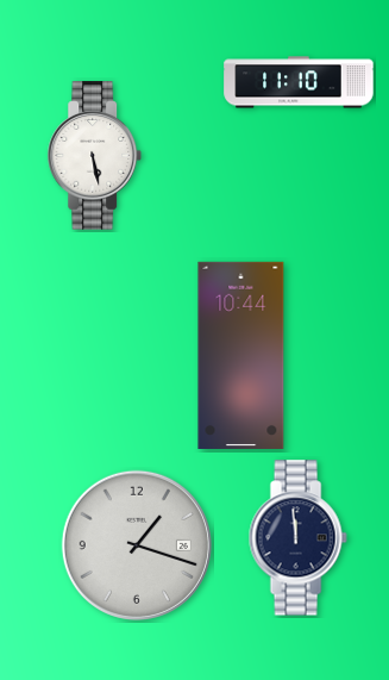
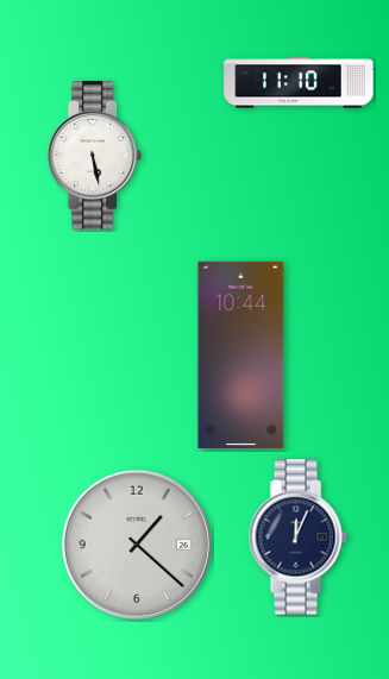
clock at (297, 538): 11:59 -> 12:04
clock at (137, 545): 1:18 -> 1:22
